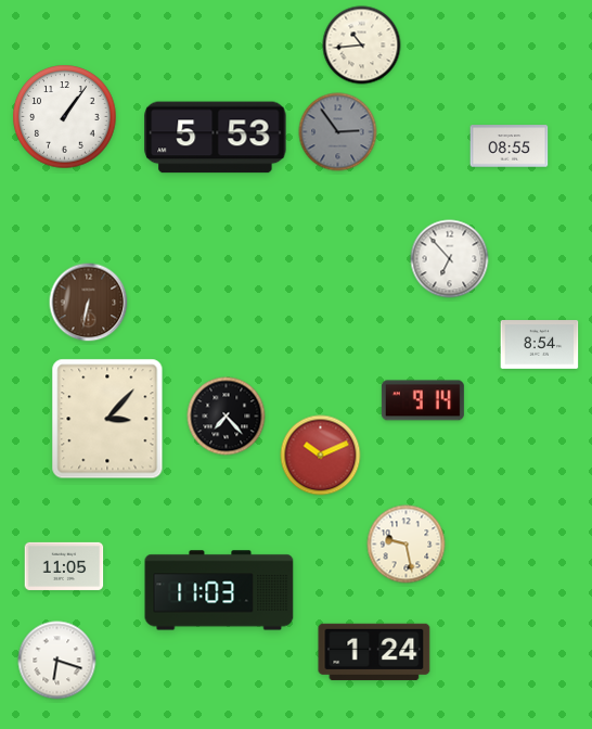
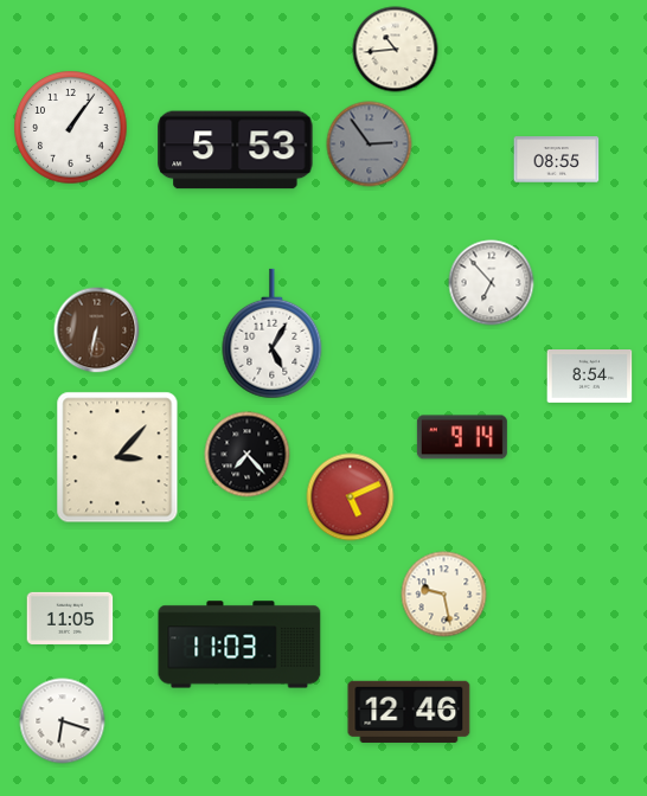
clock at (273, 334): none -> 5:05
clock at (321, 456): 10:11 -> 5:11
clock at (374, 652): 1:24 -> 12:46
